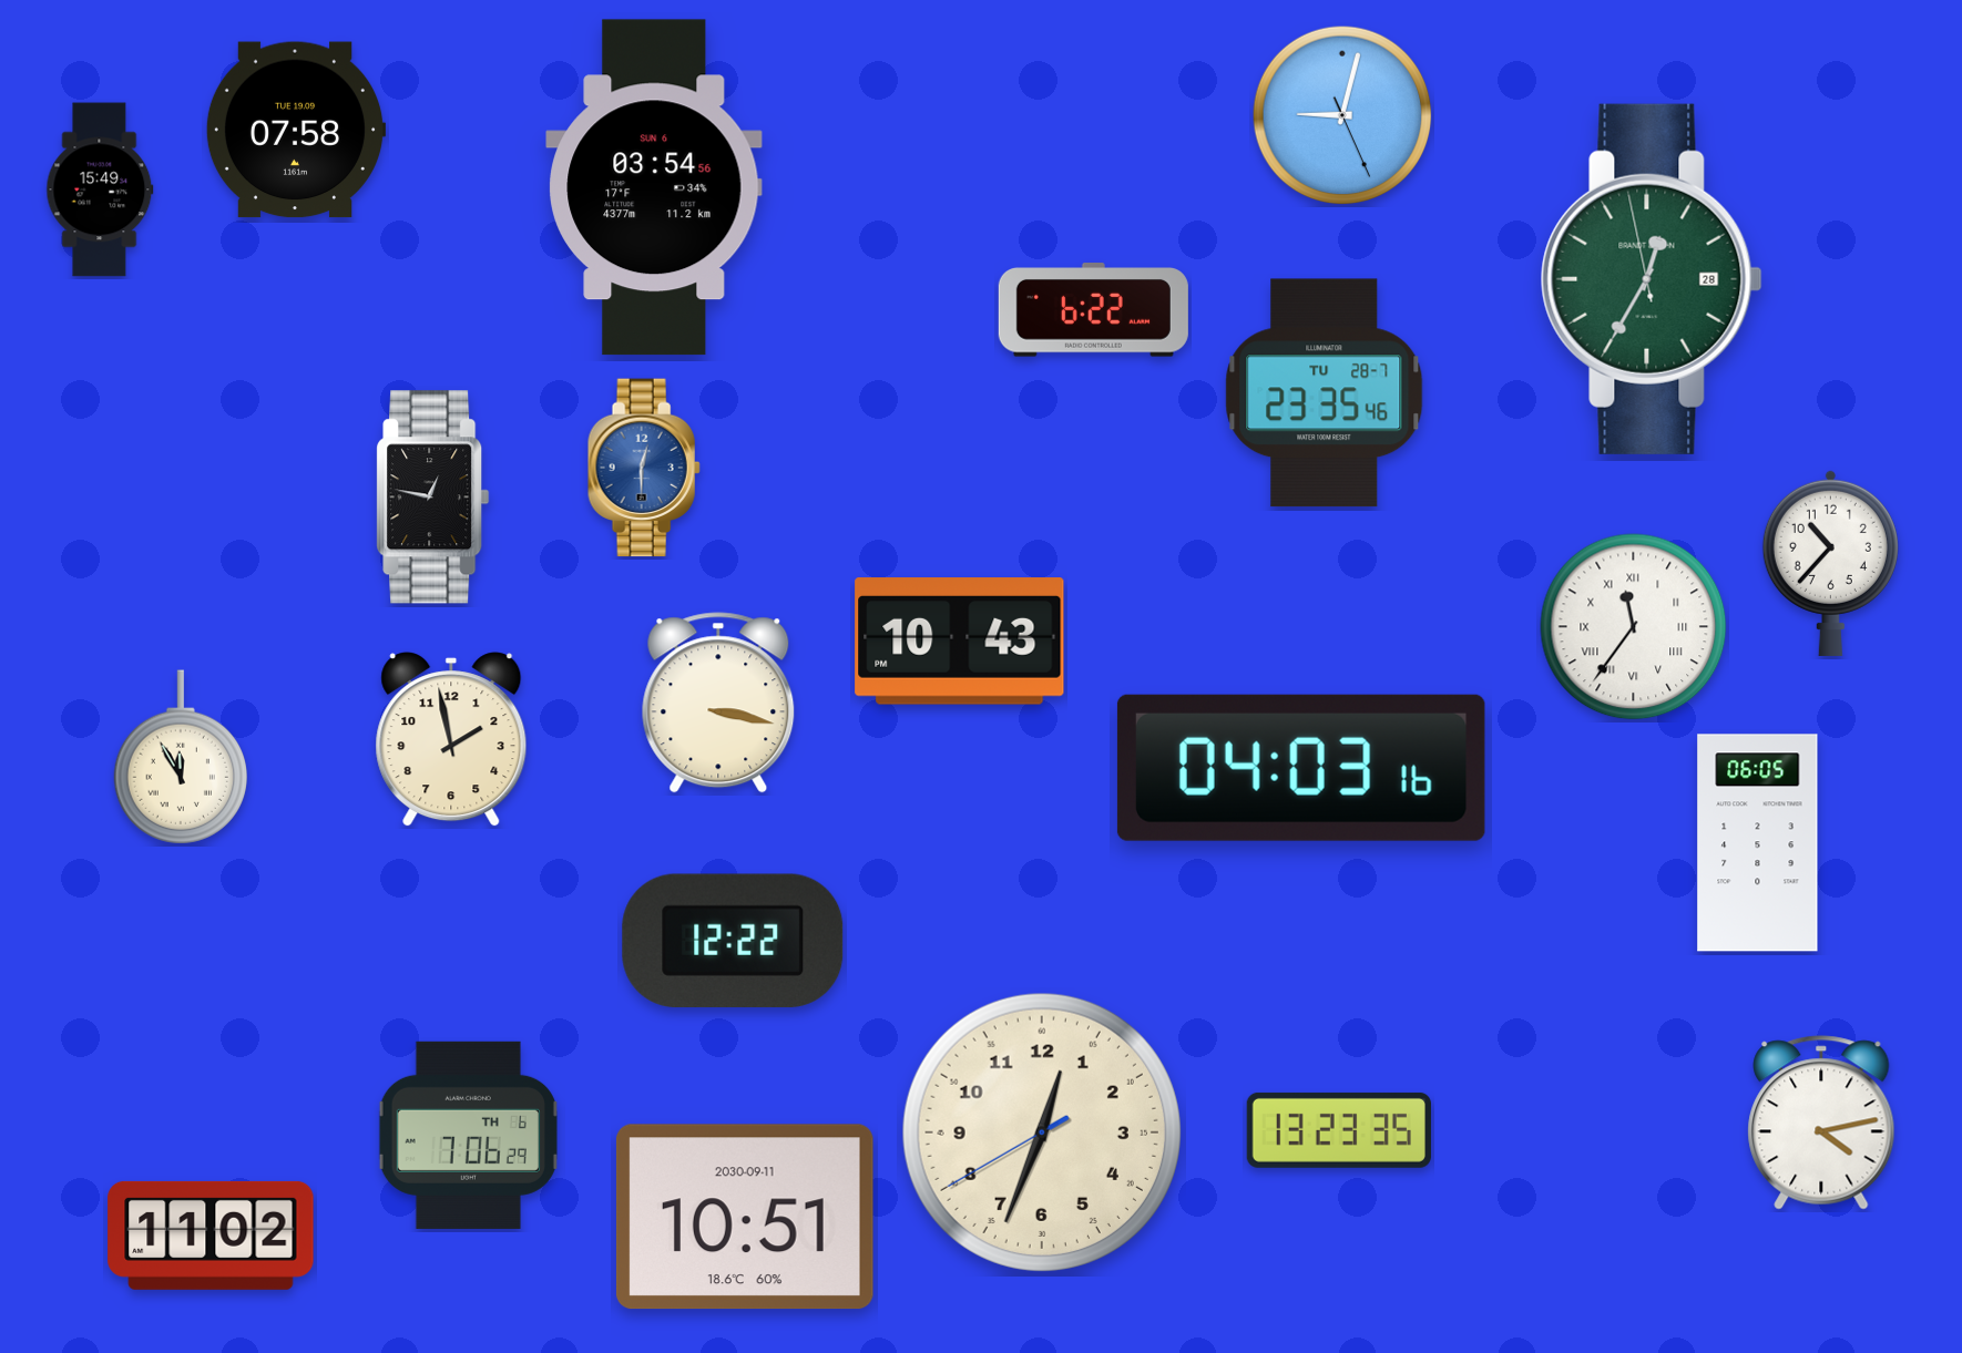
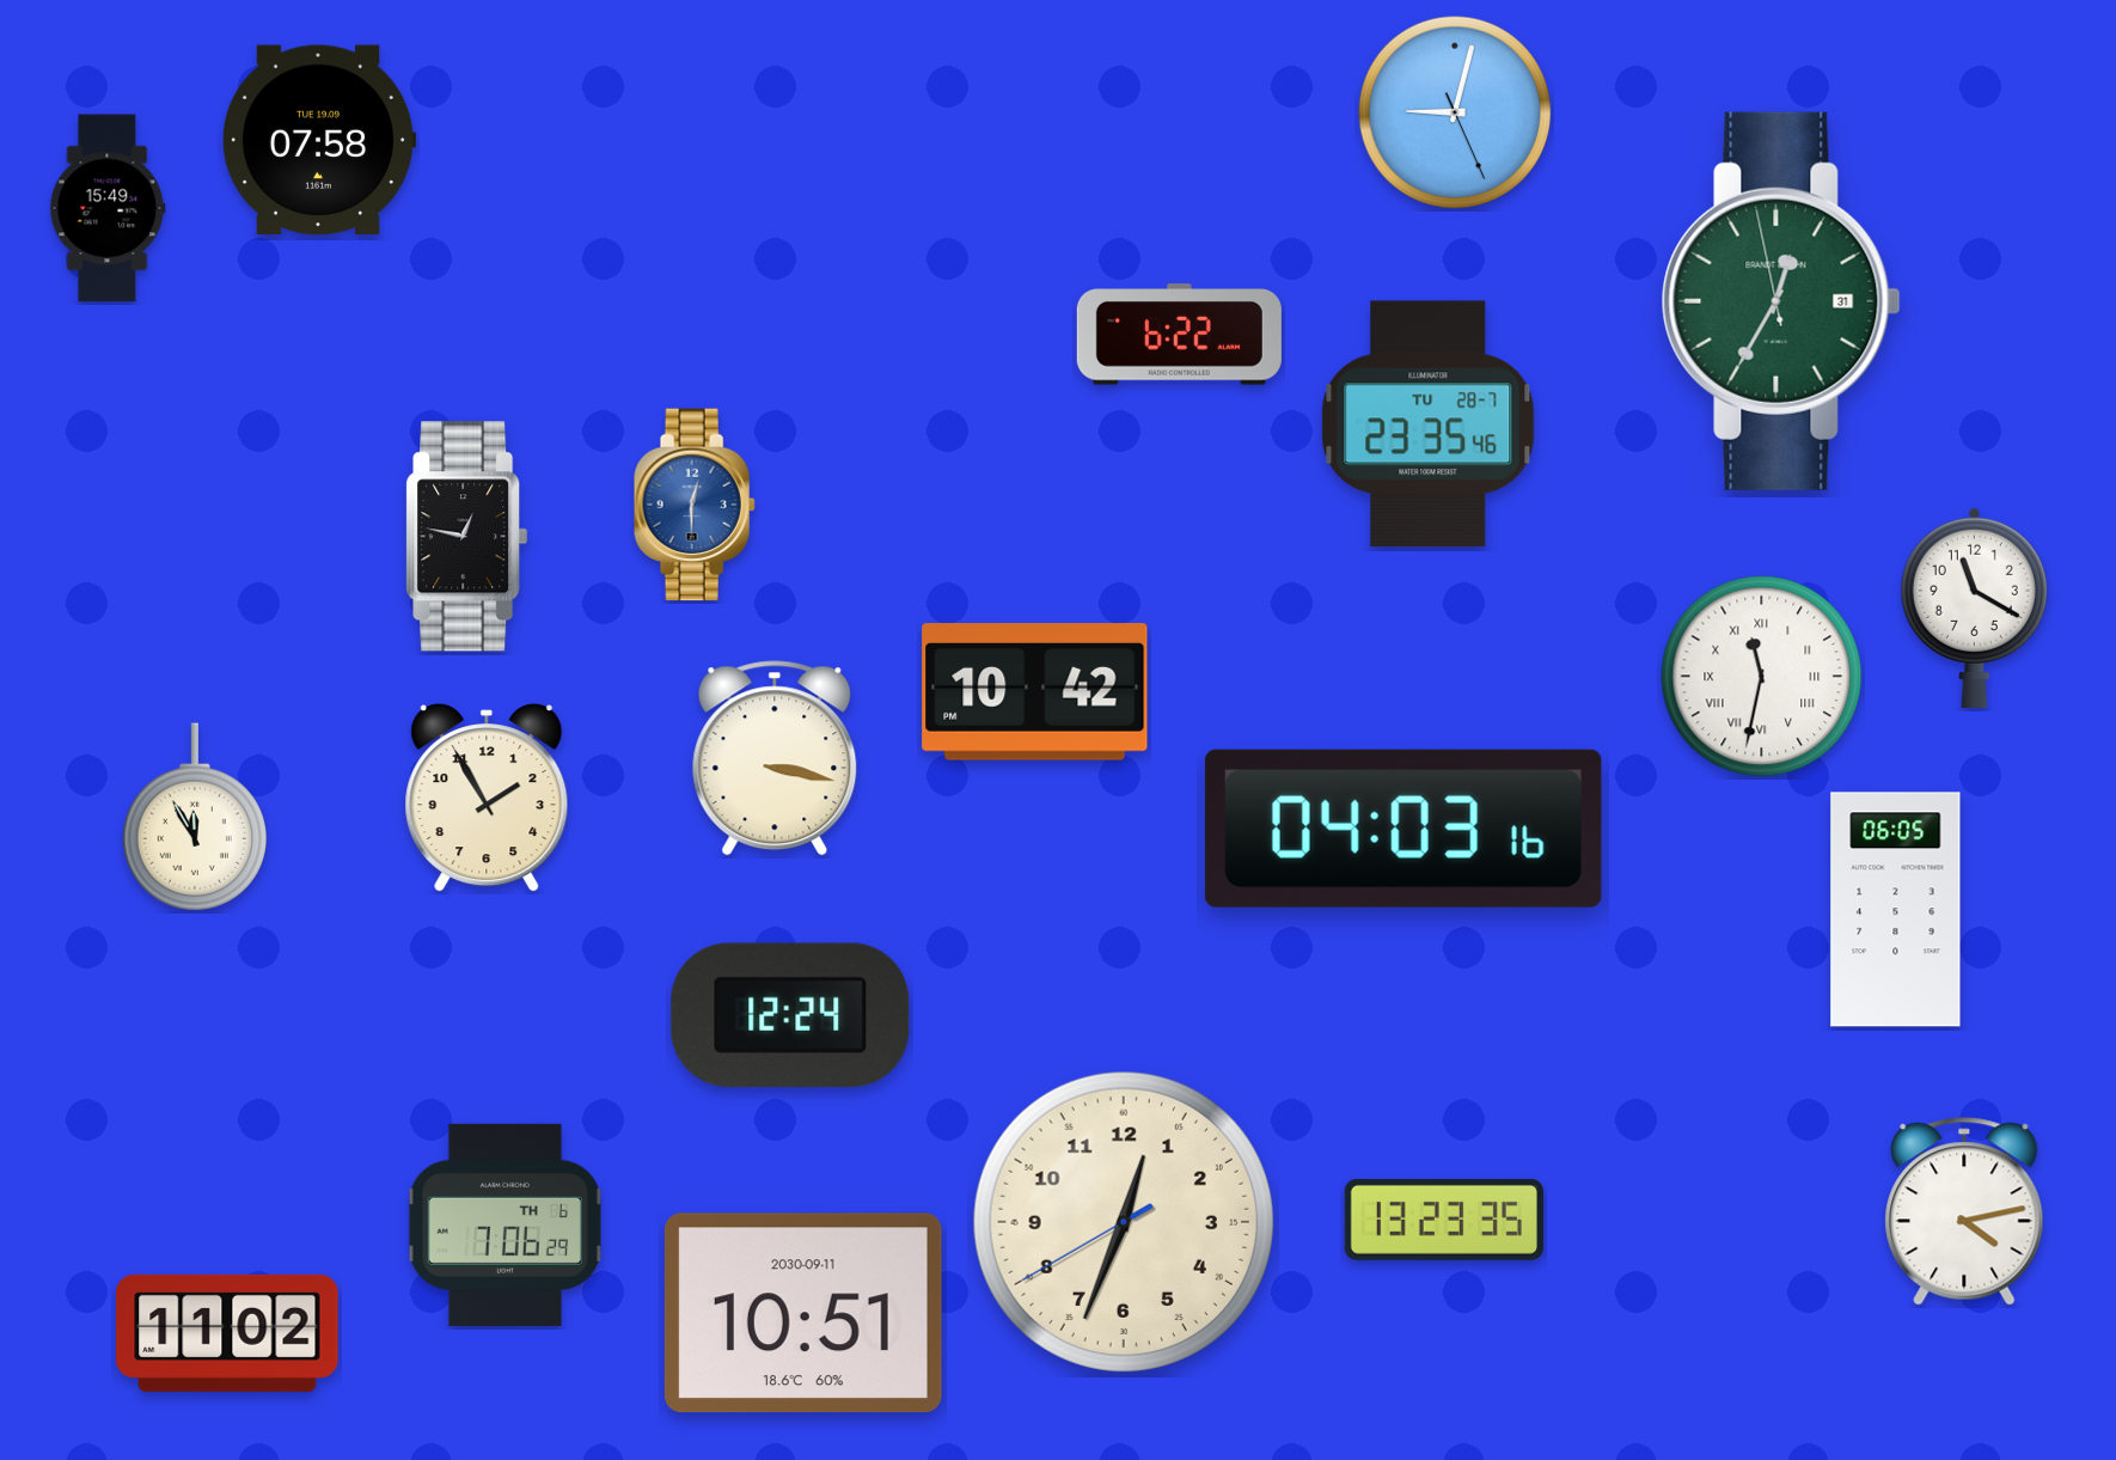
clock at (1342, 115) position: (1342, 115) -> (1455, 112)
clock at (654, 187): 03:54 -> none
clock at (100, 189) position: (100, 189) -> (108, 208)
clock at (1652, 279) date: 28 -> 31
clock at (1830, 563): 10:37 -> 11:20
clock at (1634, 627): 11:36 -> 11:32
clock at (960, 642): 10:43 -> 10:42
clock at (451, 739): 1:58 -> 1:55
clock at (733, 941): 12:22 -> 12:24
